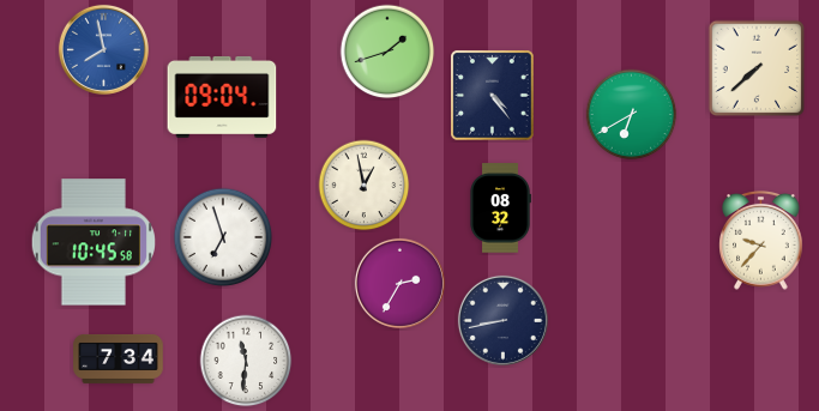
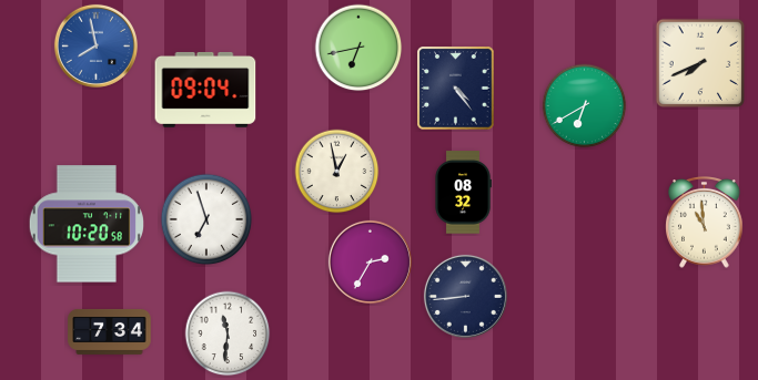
clock at (387, 52): 1:42 -> 6:43
clock at (757, 68): 7:38 -> 7:41
clock at (761, 241): 9:37 -> 10:59
clock at (92, 242): 10:45 -> 10:20
clock at (502, 320): 8:43 -> 8:44
